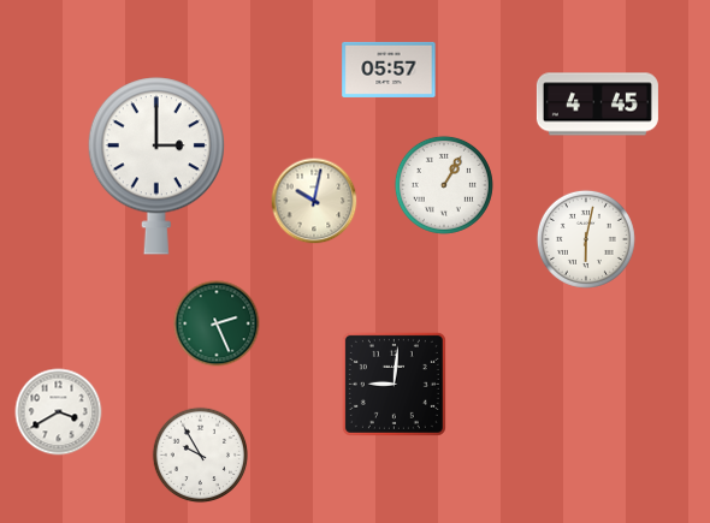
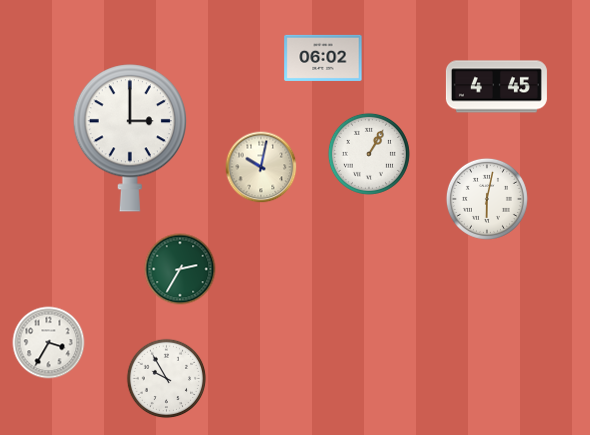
clock at (389, 70): 05:57 -> 06:02
clock at (217, 323): 2:26 -> 2:35
clock at (394, 384): 9:01 -> none
clock at (59, 412): 3:40 -> 3:35
